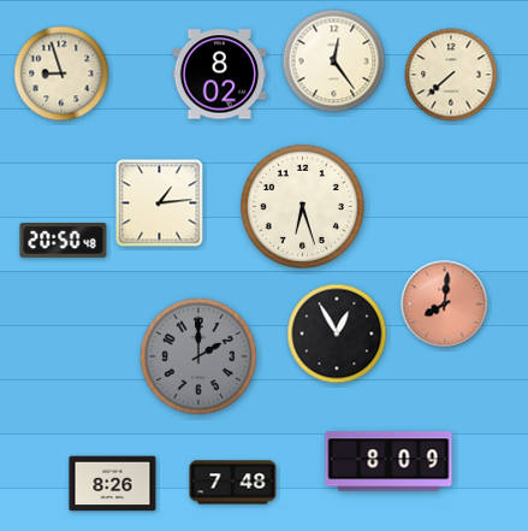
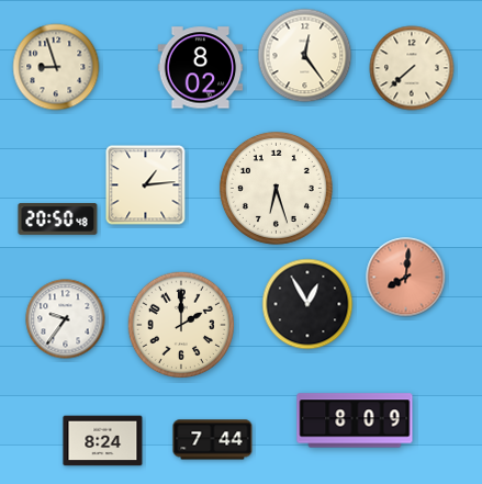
clock at (66, 319): none -> 9:36
clock at (198, 356) dial: grey -> cream
clock at (233, 483): 7:48 -> 7:44
clock at (113, 484): 8:26 -> 8:24
